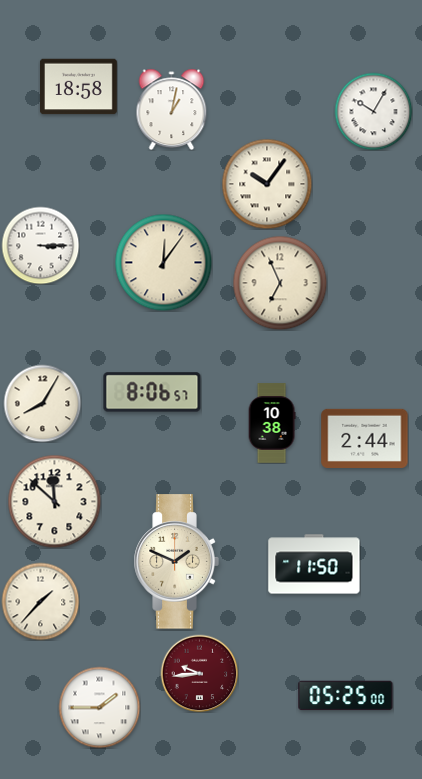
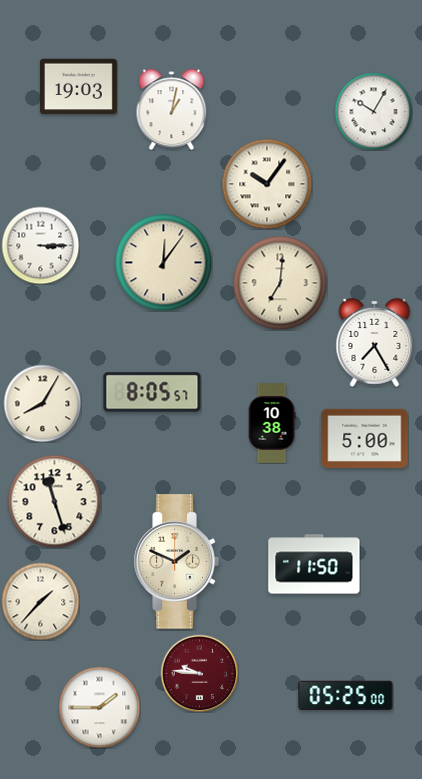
clock at (78, 87): 18:58 -> 19:03
clock at (280, 283): 6:56 -> 7:01
clock at (375, 342): none -> 7:25
clock at (152, 392): 8:06 -> 8:05
clock at (365, 438): 2:44 -> 5:00
clock at (54, 501): 11:52 -> 11:27
clock at (199, 673): 9:44 -> 9:46
